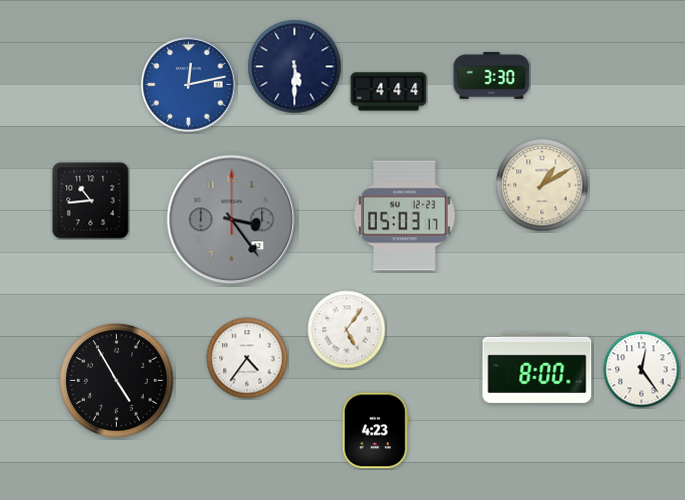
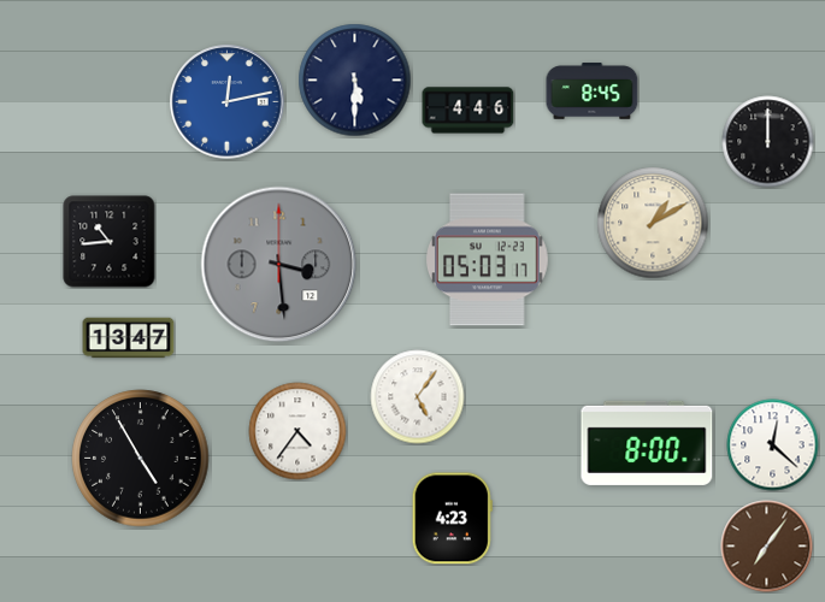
clock at (492, 76): 3:30 -> 8:45
clock at (389, 92): 4:44 -> 4:46
clock at (768, 142): none -> 12:00
clock at (232, 220): 3:24 -> 3:29
clock at (129, 338): none -> 13:47
clock at (642, 370): 12:24 -> 12:22
clock at (767, 547): none -> 7:06
